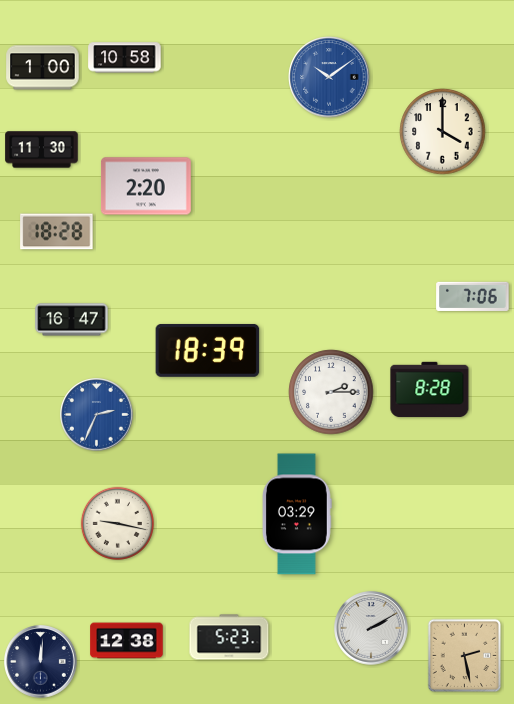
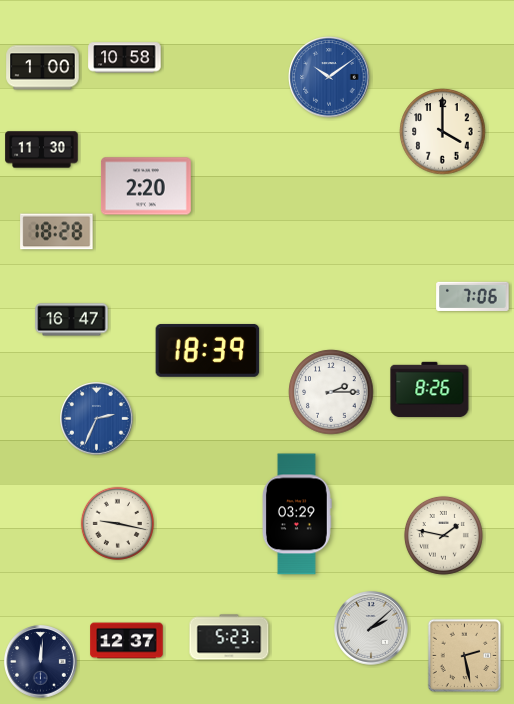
clock at (430, 390): 8:28 -> 8:26
clock at (97, 415) position: (97, 415) -> (97, 419)
clock at (443, 535): none -> 1:47
clock at (371, 628): 2:10 -> 2:08
clock at (127, 641): 12:38 -> 12:37
